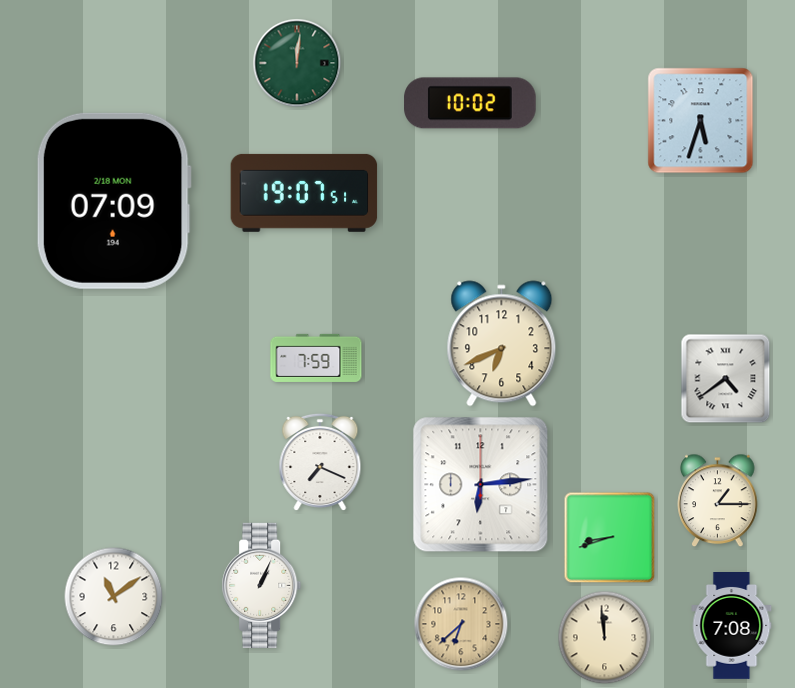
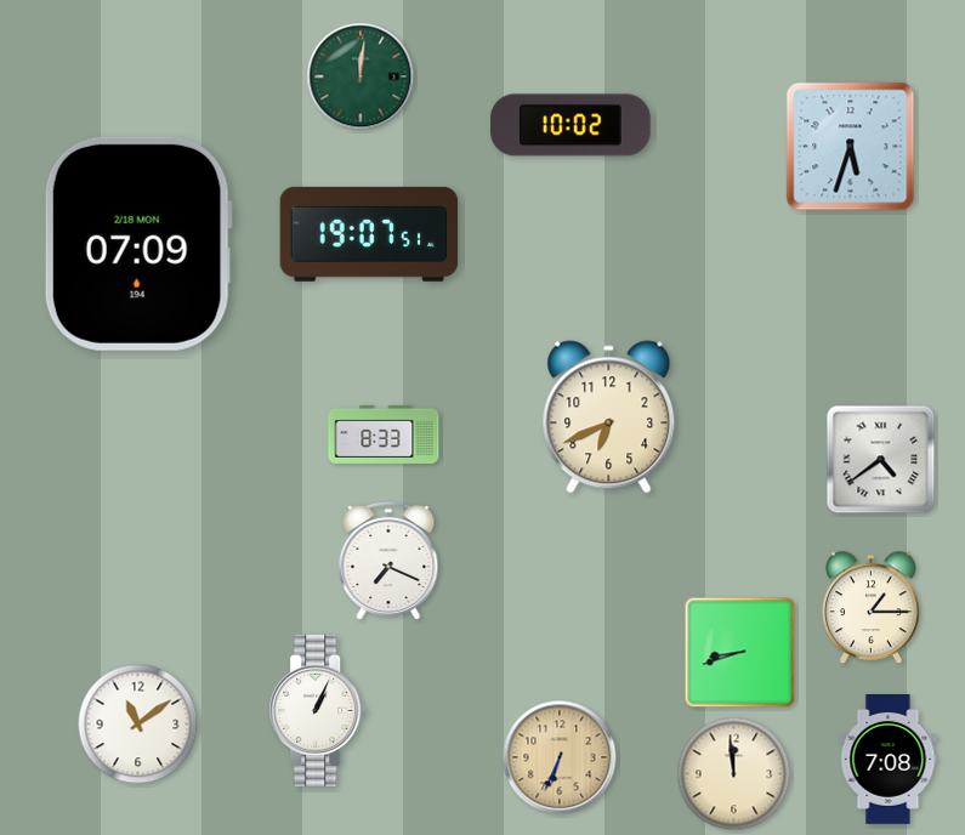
clock at (316, 358): 7:59 -> 8:33
clock at (481, 485): 6:14 -> none
clock at (461, 624): 6:38 -> 6:34
